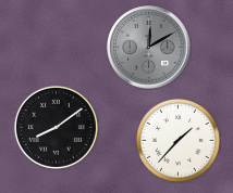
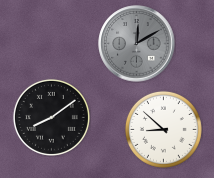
clock at (177, 140): 1:37 -> 8:52
